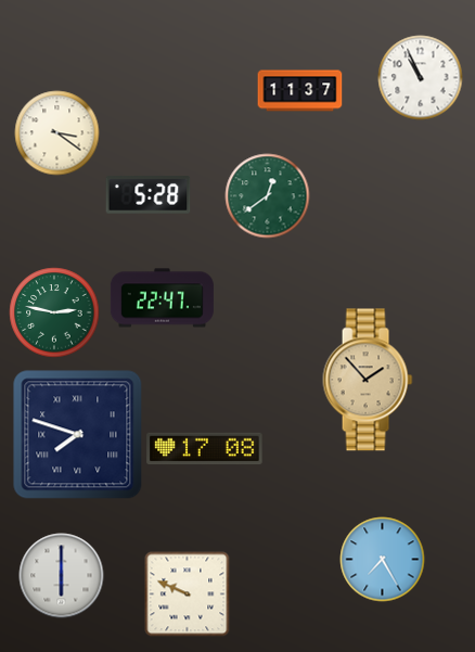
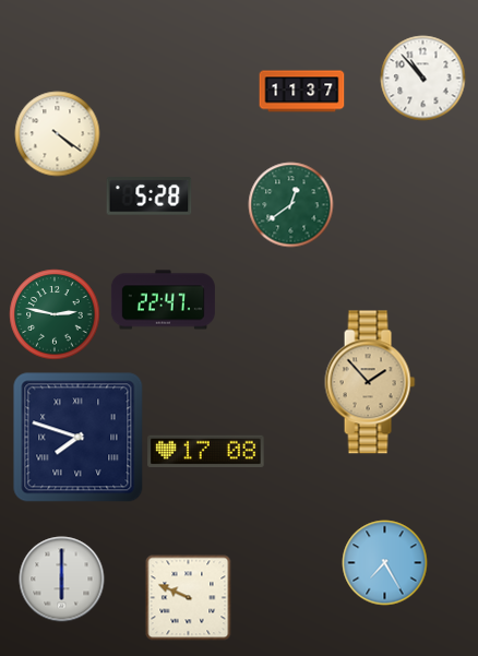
clock at (420, 77): 10:56 -> 10:53
clock at (56, 132): 3:21 -> 4:21
clock at (267, 195) position: (267, 195) -> (290, 204)
